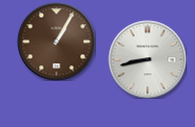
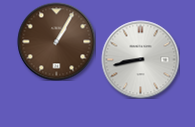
clock at (147, 59) position: (147, 59) -> (140, 59)
